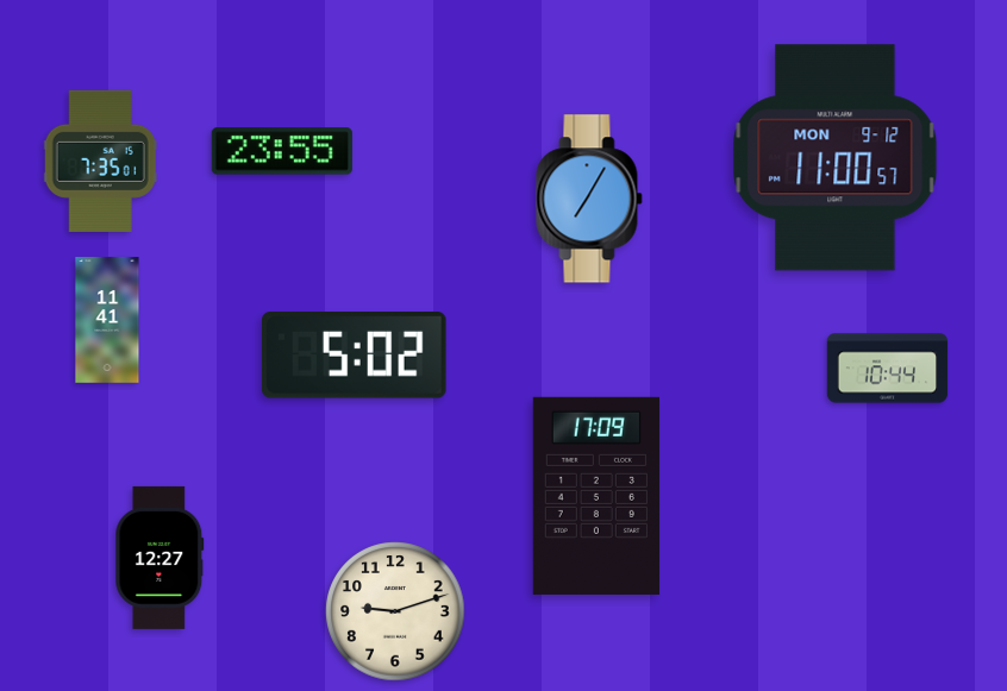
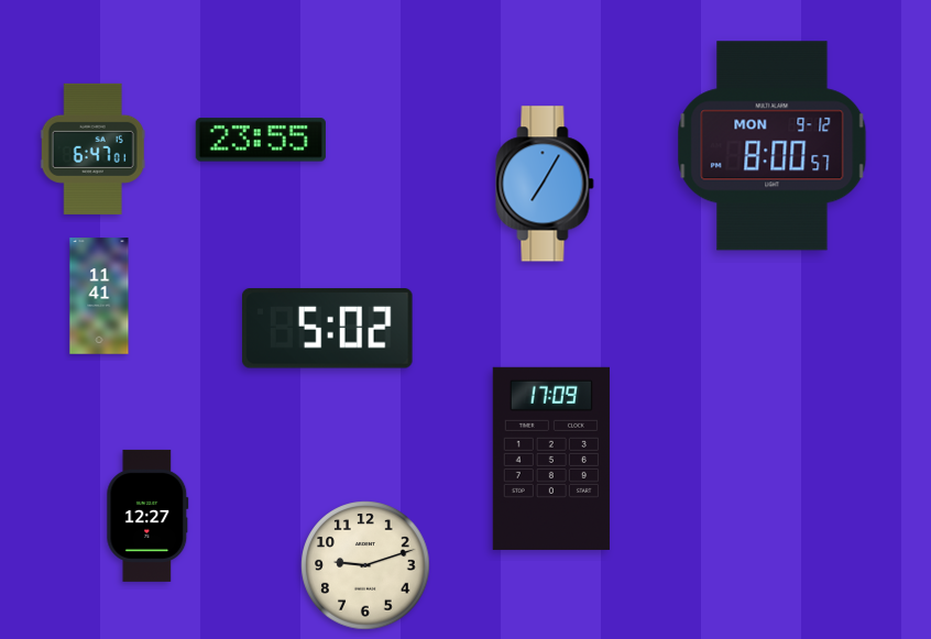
clock at (836, 158): 11:00 -> 8:00
clock at (100, 161): 7:35 -> 6:47
clock at (888, 369): 10:44 -> none
